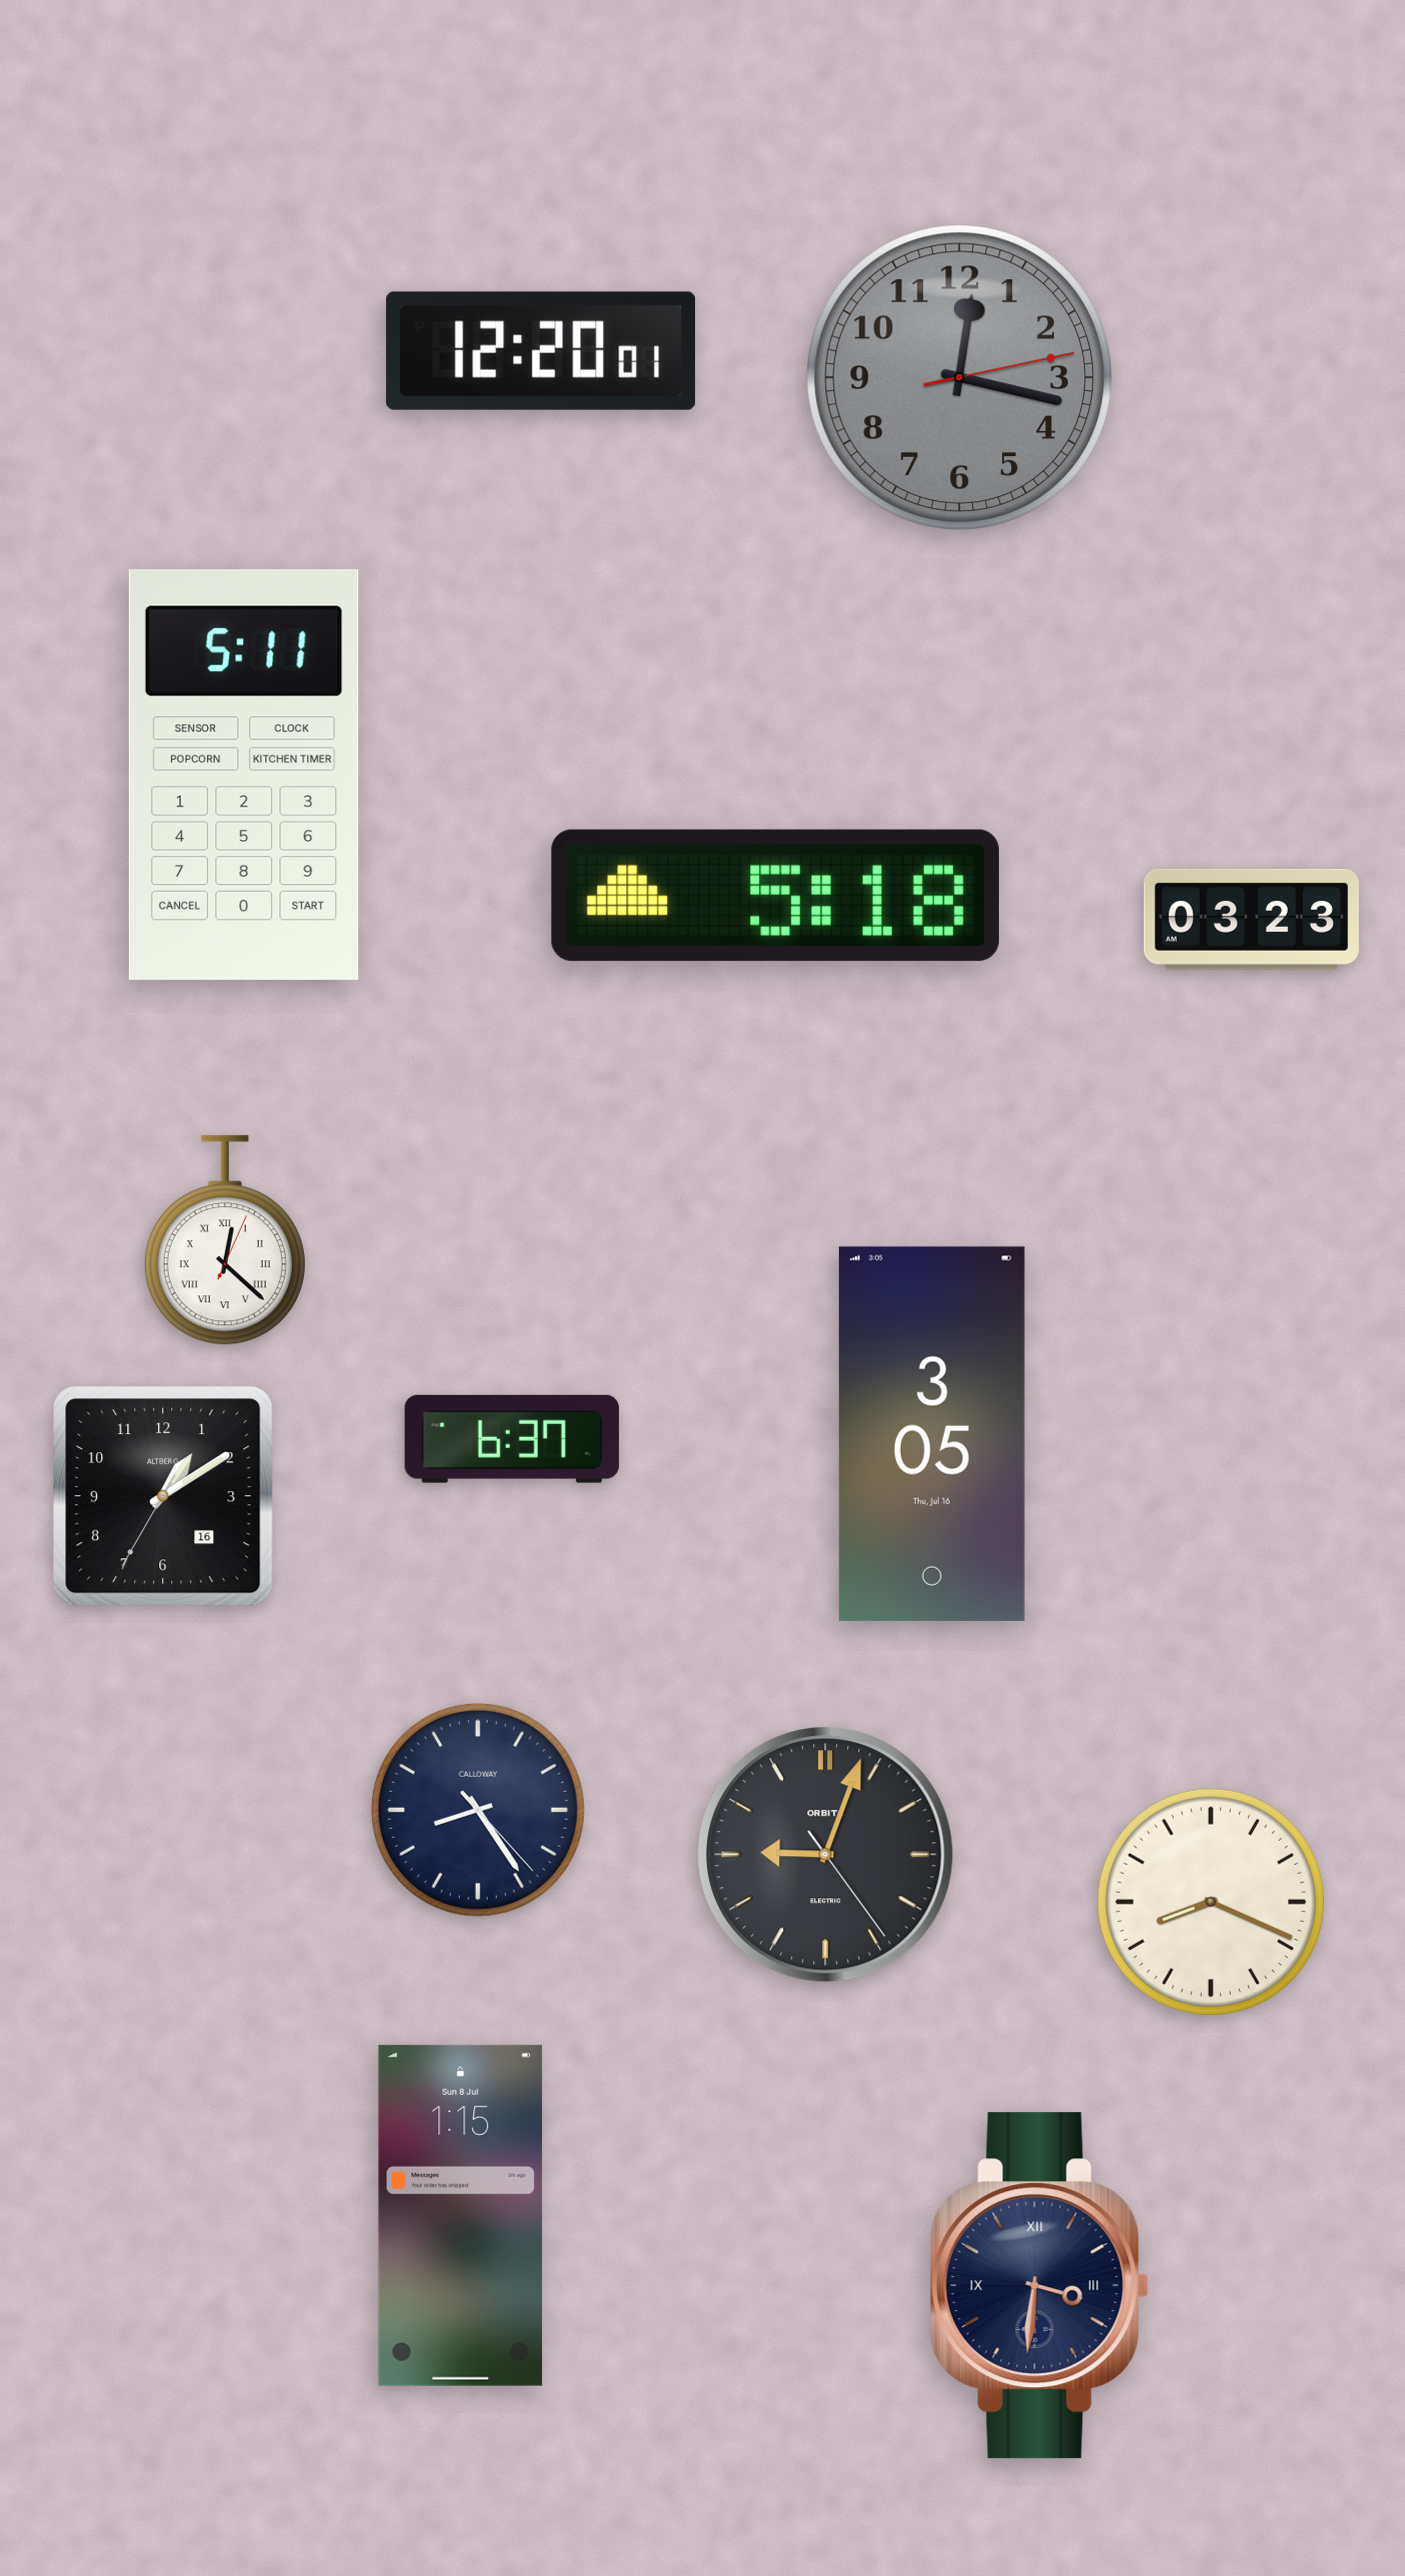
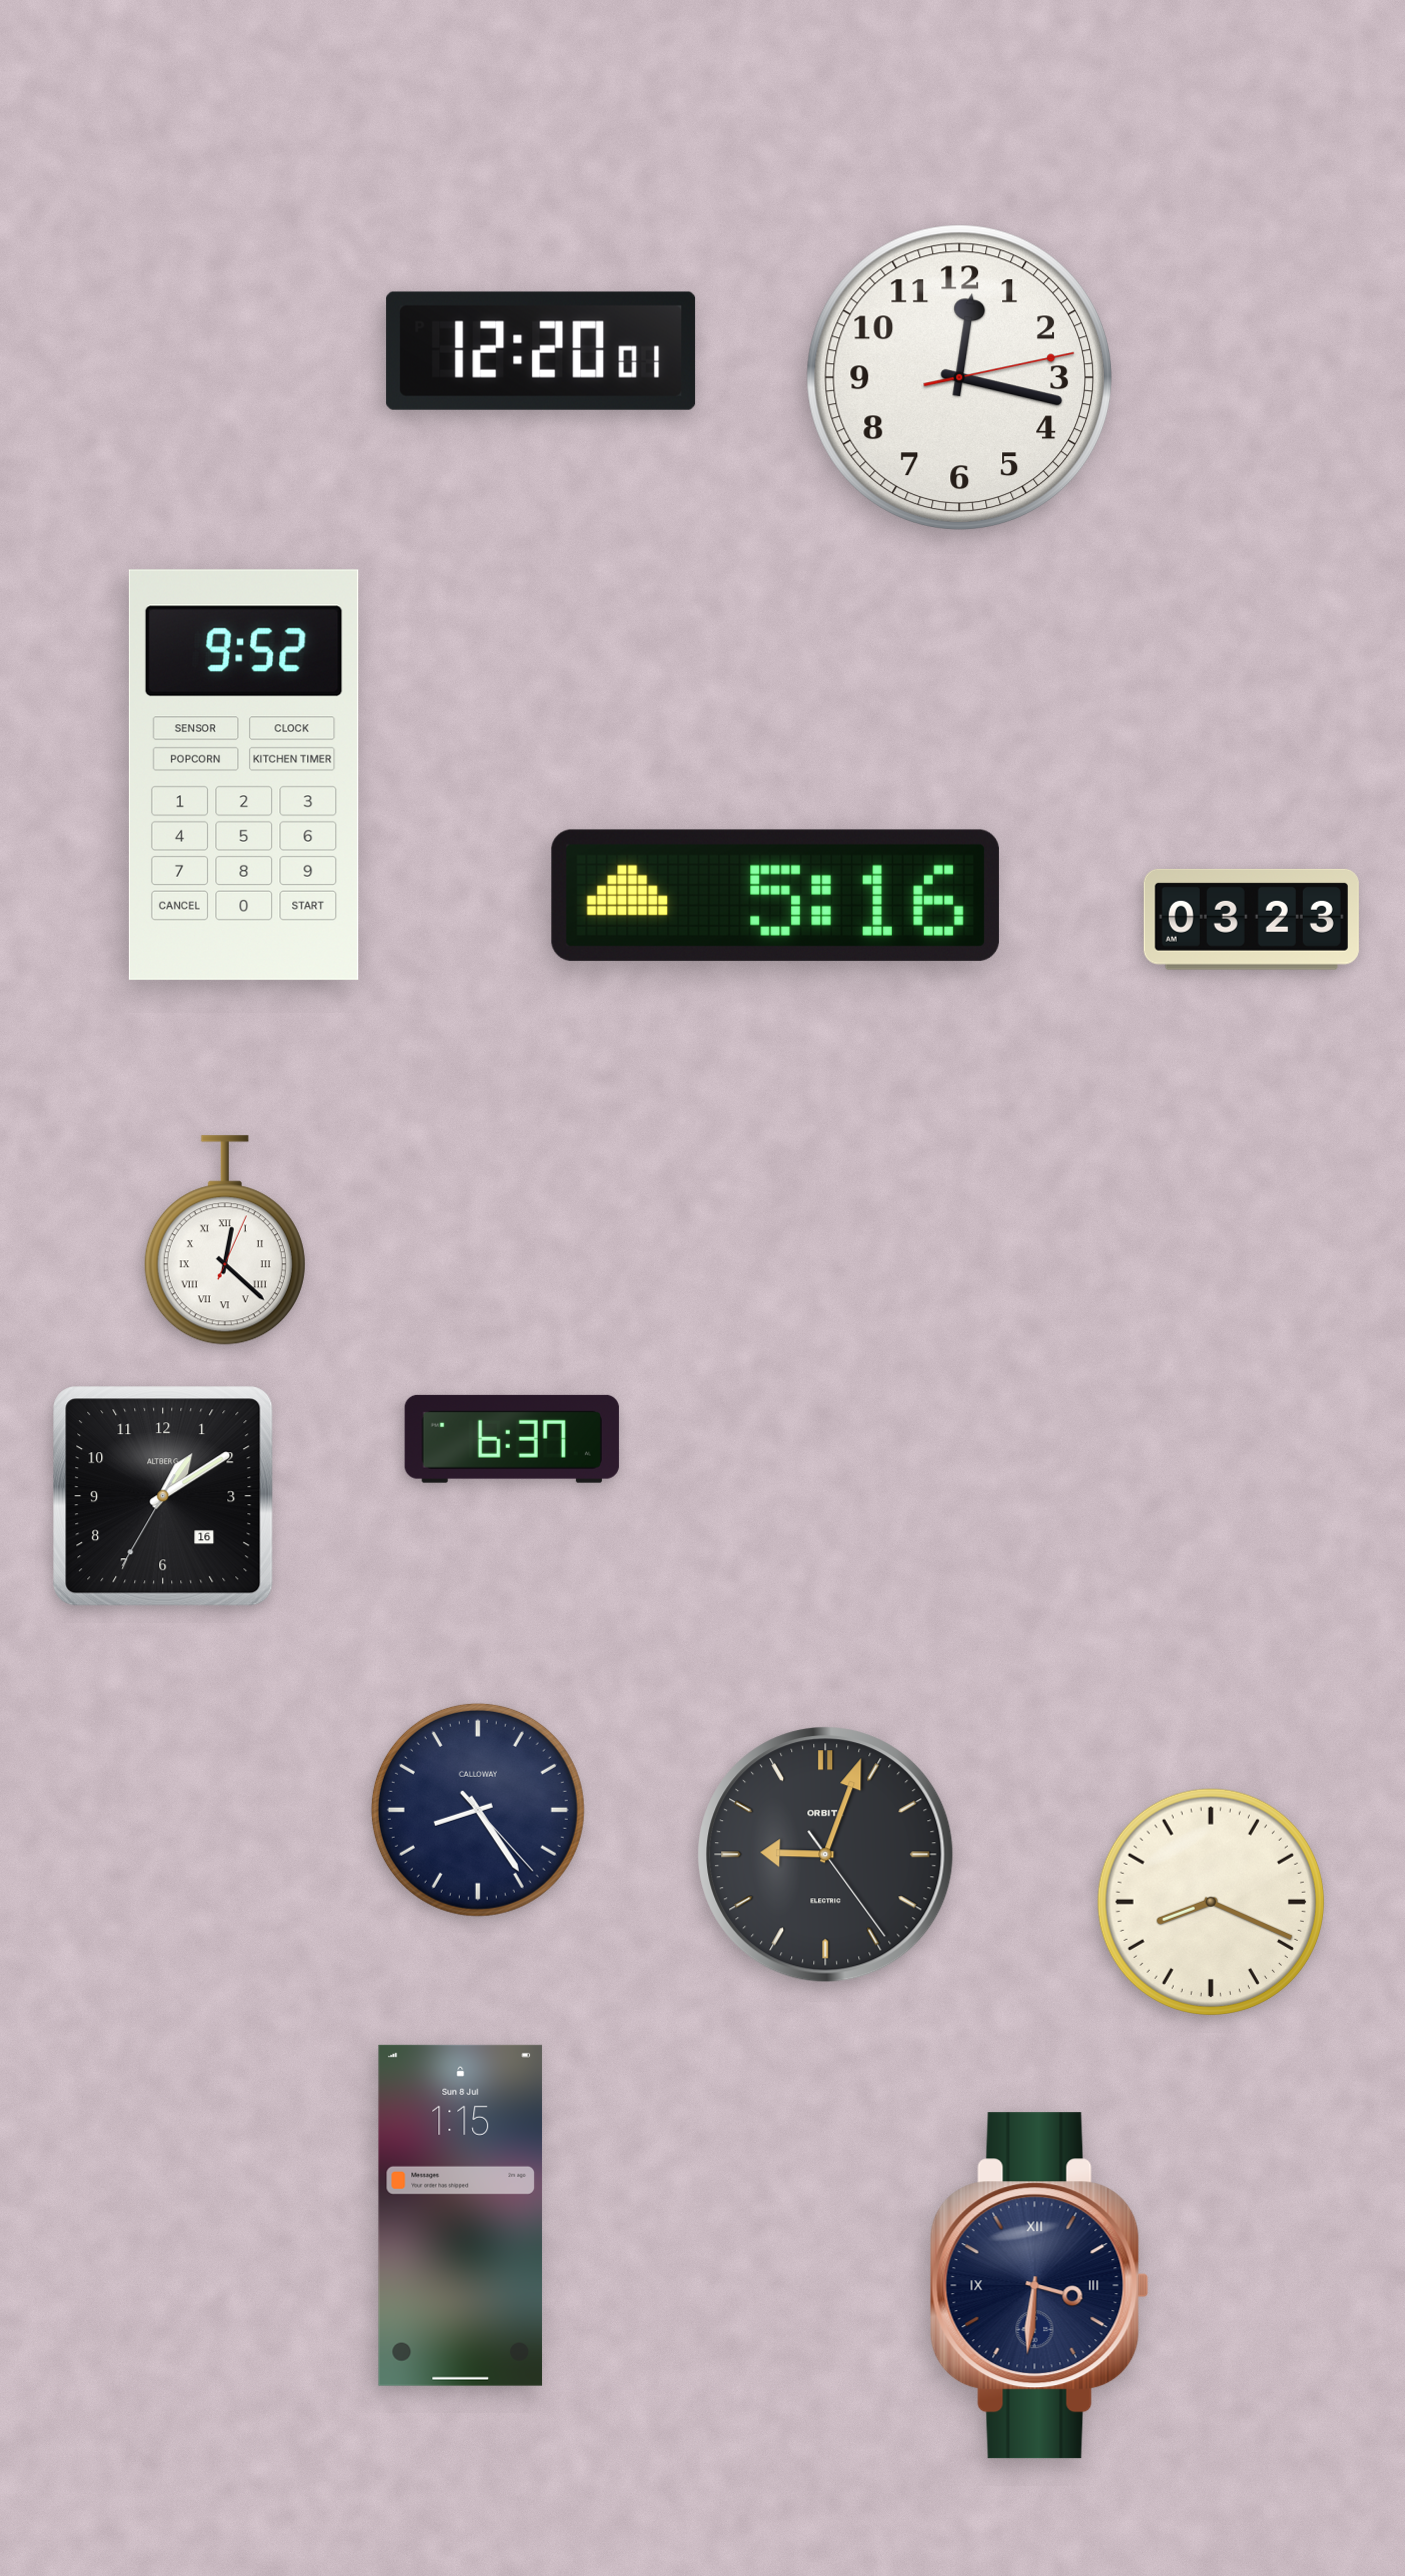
clock at (959, 377) dial: grey -> white
clock at (244, 775): 5:11 -> 9:52
clock at (775, 895): 5:18 -> 5:16
clock at (932, 1434): 3:05 -> none
